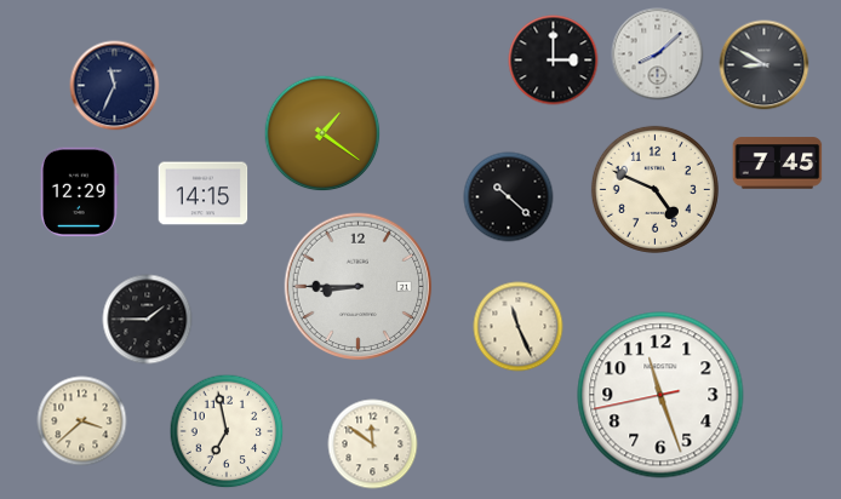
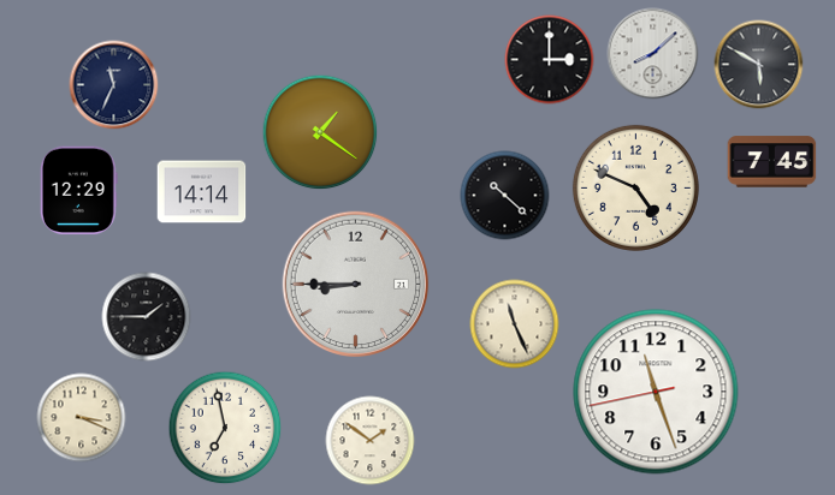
clock at (765, 65): 8:50 -> 5:50
clock at (654, 189) position: (654, 189) -> (635, 187)
clock at (204, 194): 14:15 -> 14:14
clock at (82, 421): 3:38 -> 3:19
clock at (373, 444): 11:51 -> 1:51
